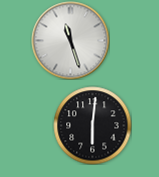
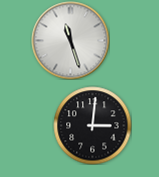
clock at (92, 125): 6:01 -> 3:01
